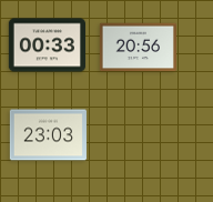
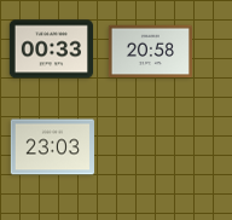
clock at (138, 48): 20:56 -> 20:58
